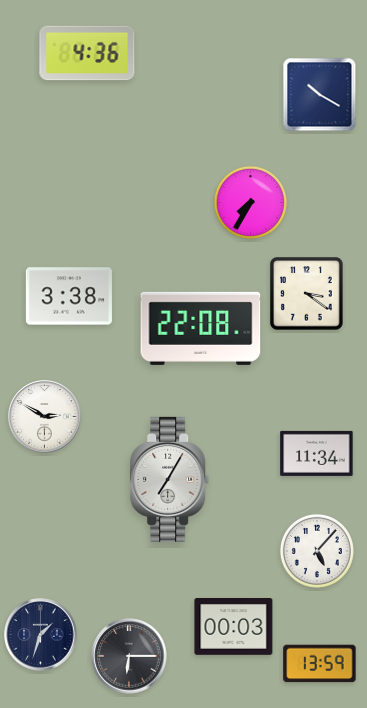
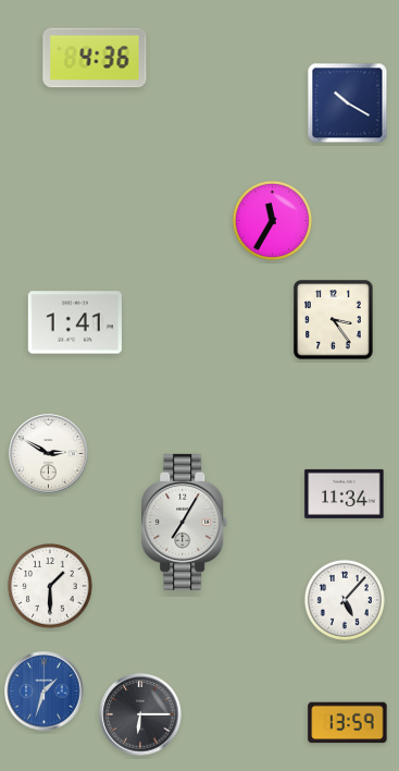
clock at (250, 202): 7:35 -> 11:35
clock at (307, 294): 3:21 -> 3:24
clock at (69, 296): 3:38 -> 1:41
clock at (201, 328): 22:08 -> none
clock at (51, 587): none -> 1:30
clock at (234, 627): 00:03 -> none
clock at (41, 635) dial: navy -> blue
